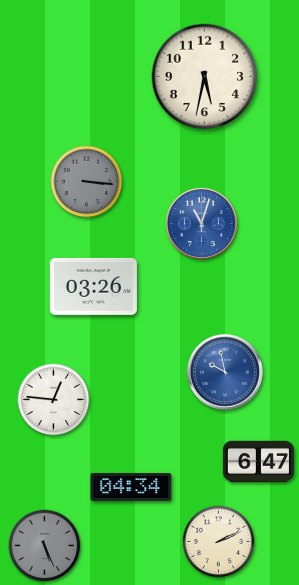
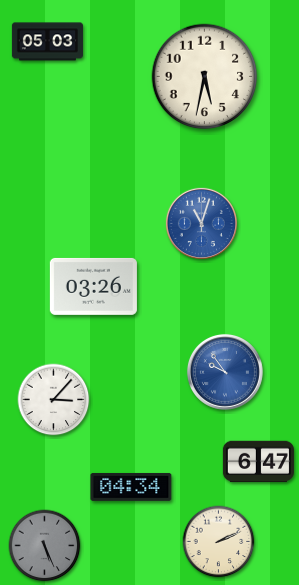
clock at (47, 42): none -> 05:03
clock at (87, 182): 3:16 -> none
clock at (225, 372): 9:58 -> 9:54
clock at (54, 400): 12:46 -> 3:07
